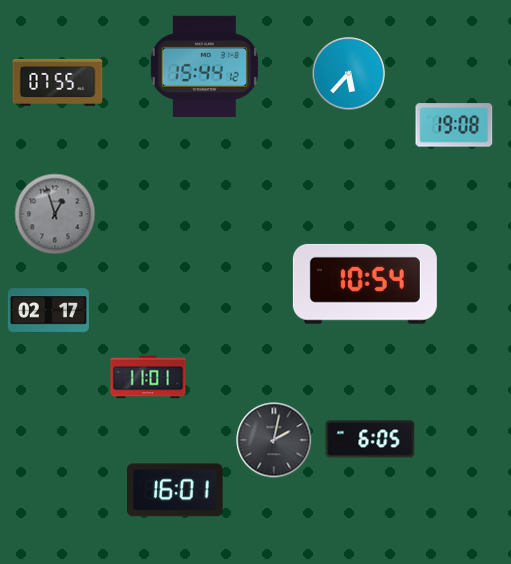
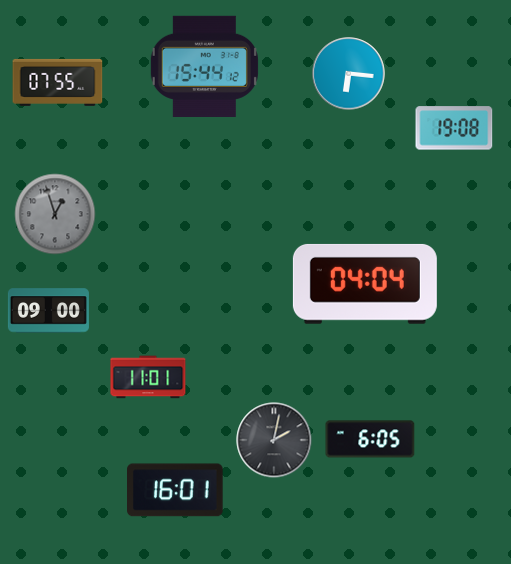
clock at (349, 74): 5:37 -> 6:16
clock at (454, 125) position: (454, 125) -> (454, 128)
clock at (365, 284): 10:54 -> 04:04
clock at (48, 311): 02:17 -> 09:00
